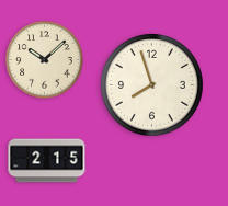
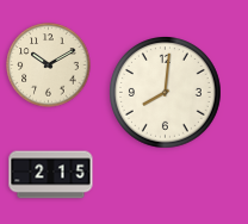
clock at (45, 60): 10:08 -> 10:10
clock at (152, 85): 7:57 -> 8:01
